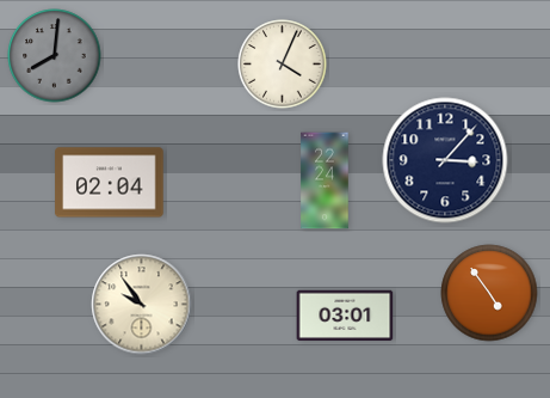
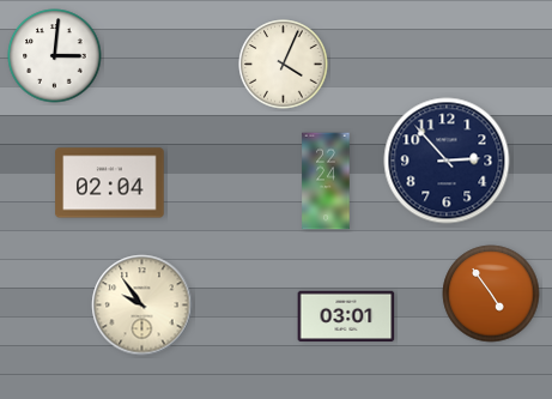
clock at (55, 56): 8:01 -> 3:01
clock at (55, 56) dial: grey -> white
clock at (445, 160): 3:07 -> 2:53
